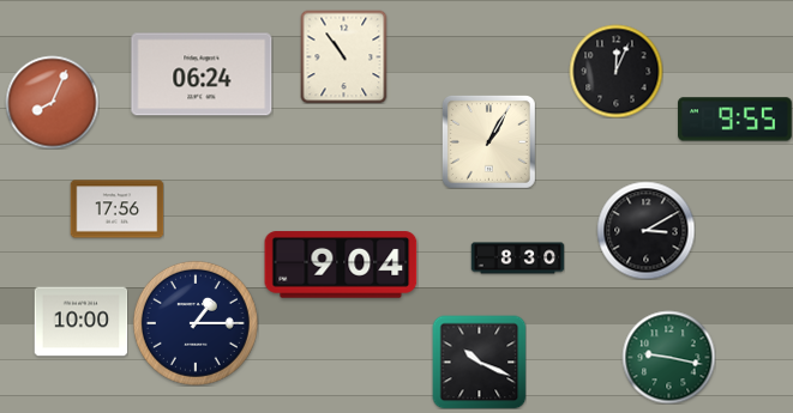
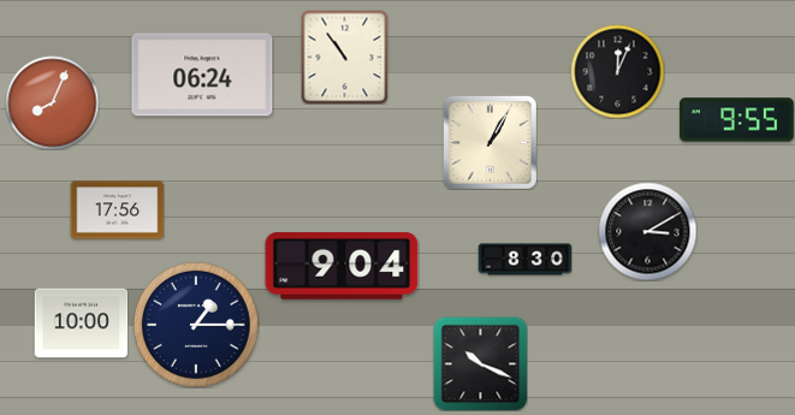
clock at (517, 259) position: (517, 259) -> (524, 260)
clock at (668, 357): 9:17 -> none
